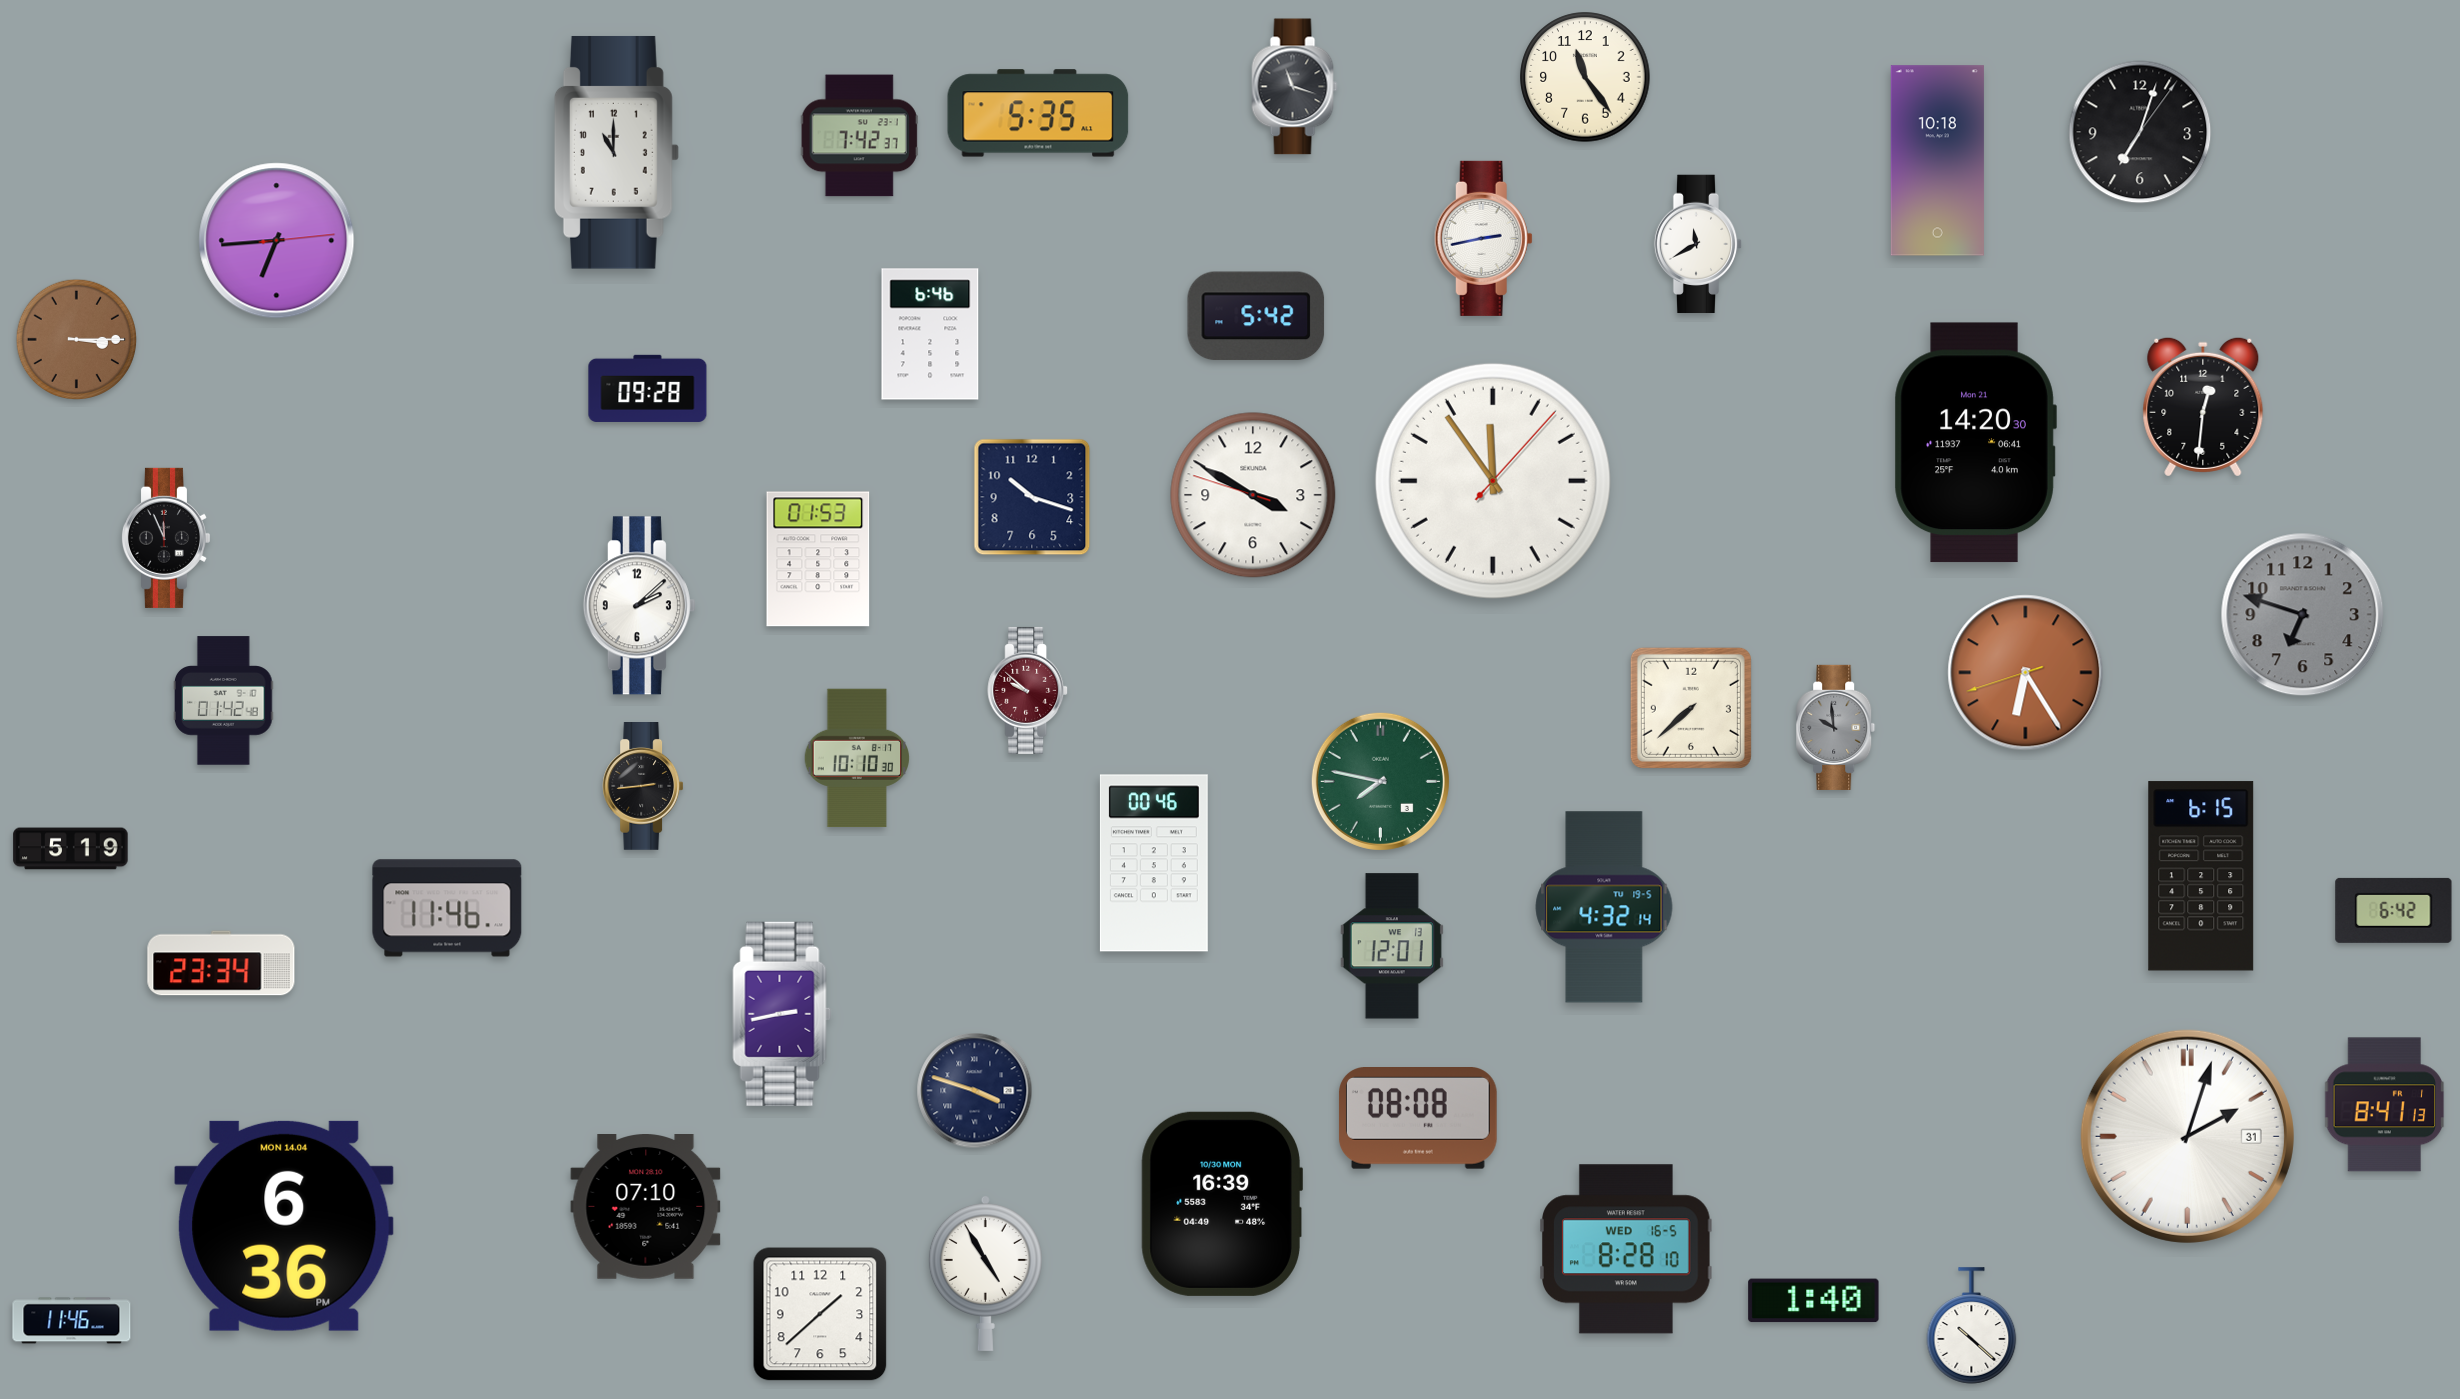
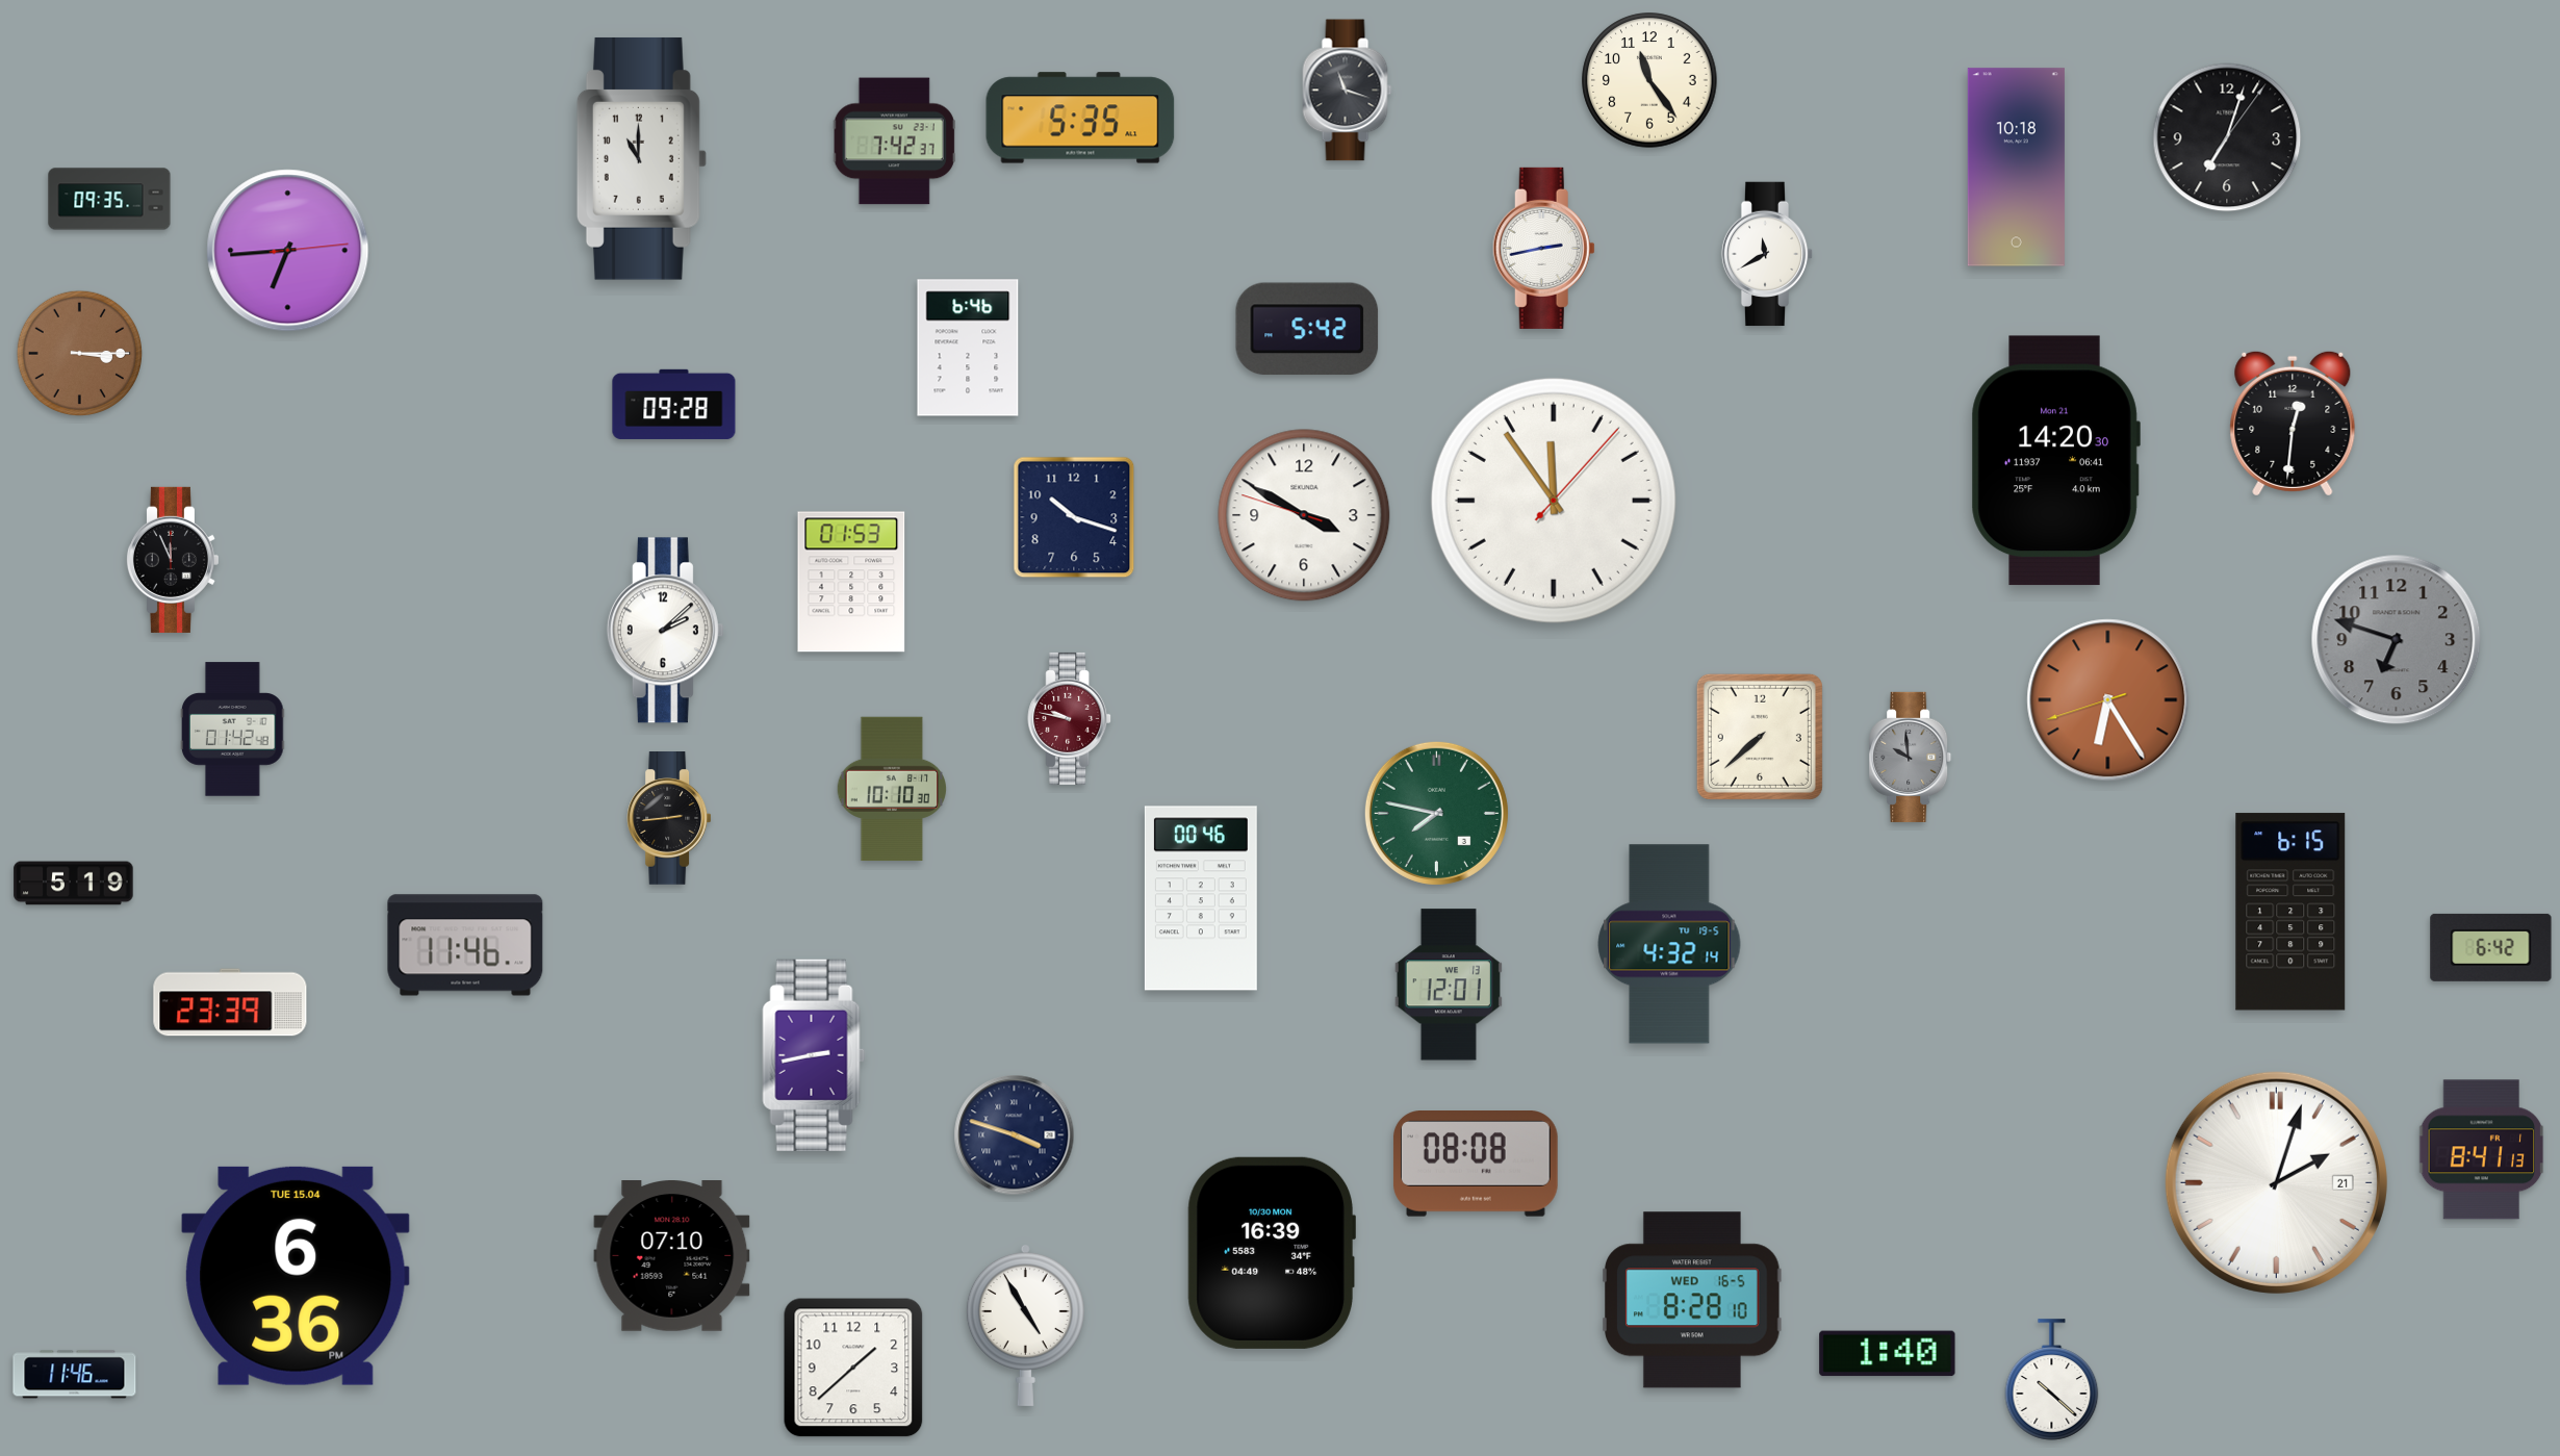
clock at (109, 199): none -> 09:35
clock at (1028, 690): 9:52 -> 9:47
clock at (221, 963): 23:34 -> 23:39
clock at (2187, 1136) date: 31 -> 21
clock at (285, 1226) date: MON 14.04 -> TUE 15.04
